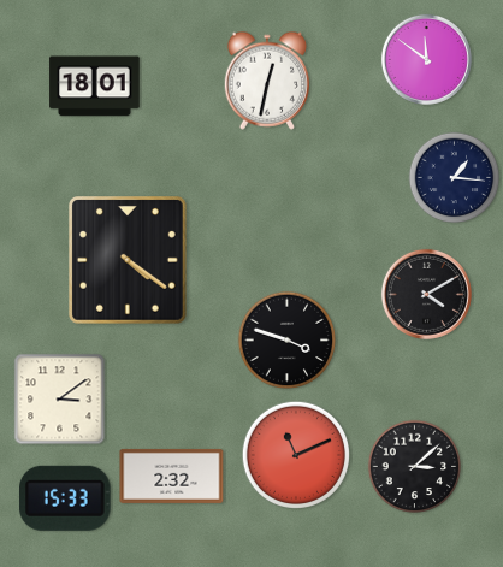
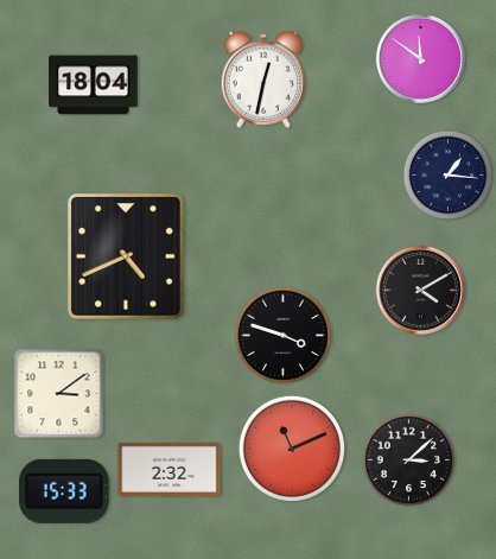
clock at (95, 87): 18:01 -> 18:04
clock at (129, 261): 4:21 -> 4:41
